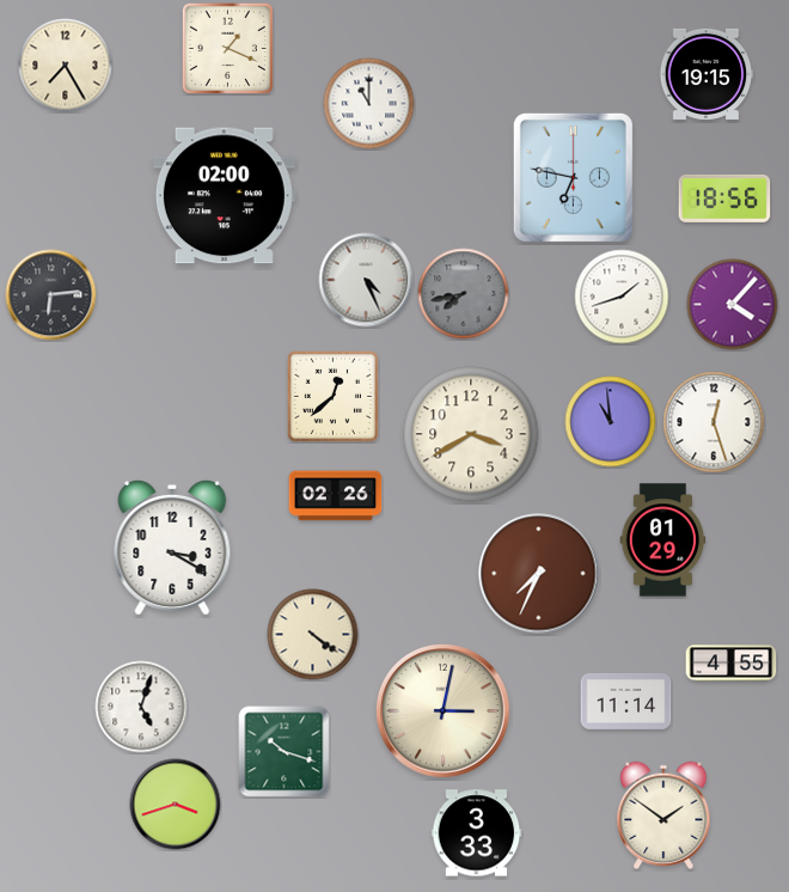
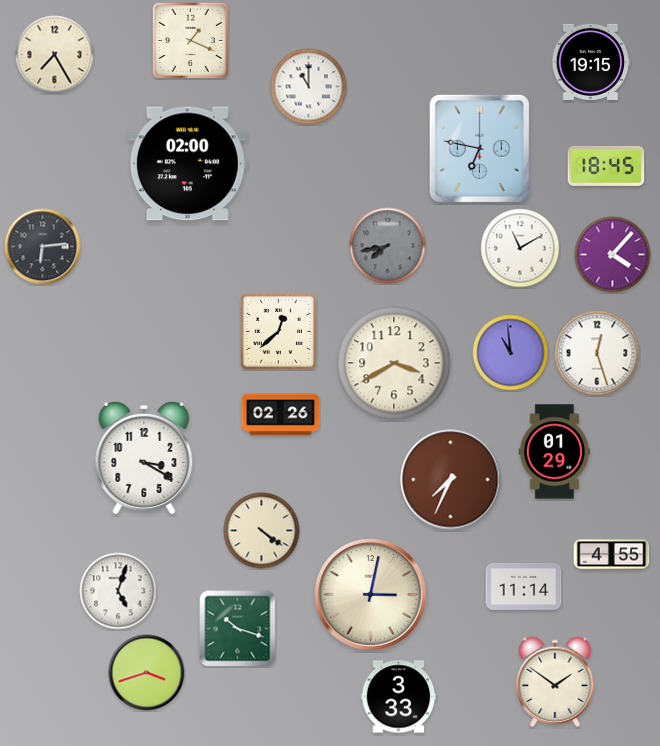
clock at (724, 198): 18:56 -> 18:45
clock at (366, 280): 4:26 -> none
clock at (622, 297): 1:42 -> 11:10
